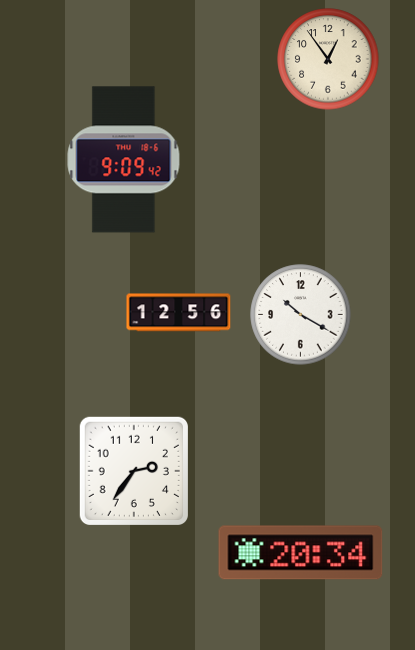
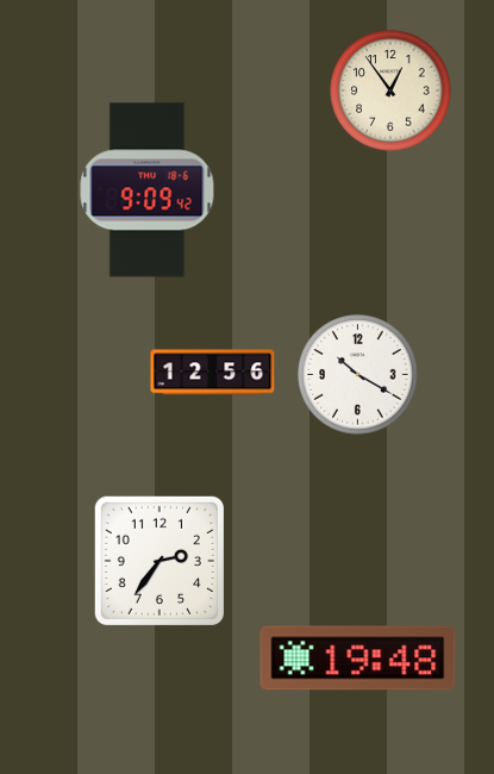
clock at (328, 59) position: (328, 59) -> (390, 90)
clock at (301, 553): 20:34 -> 19:48
